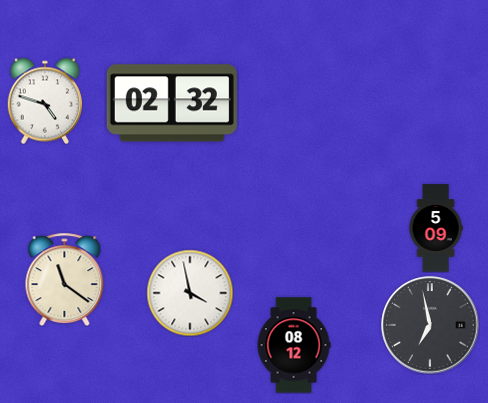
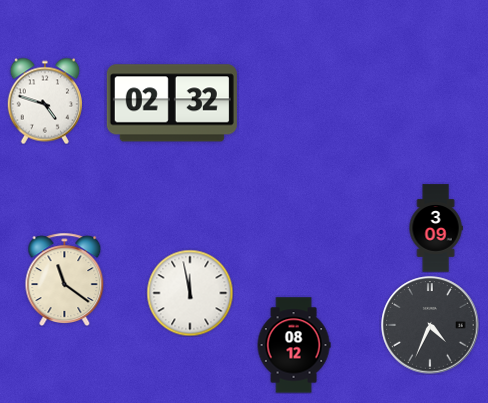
clock at (436, 228): 5:09 -> 3:09
clock at (190, 293): 3:58 -> 11:58
clock at (430, 325): 6:58 -> 4:34
